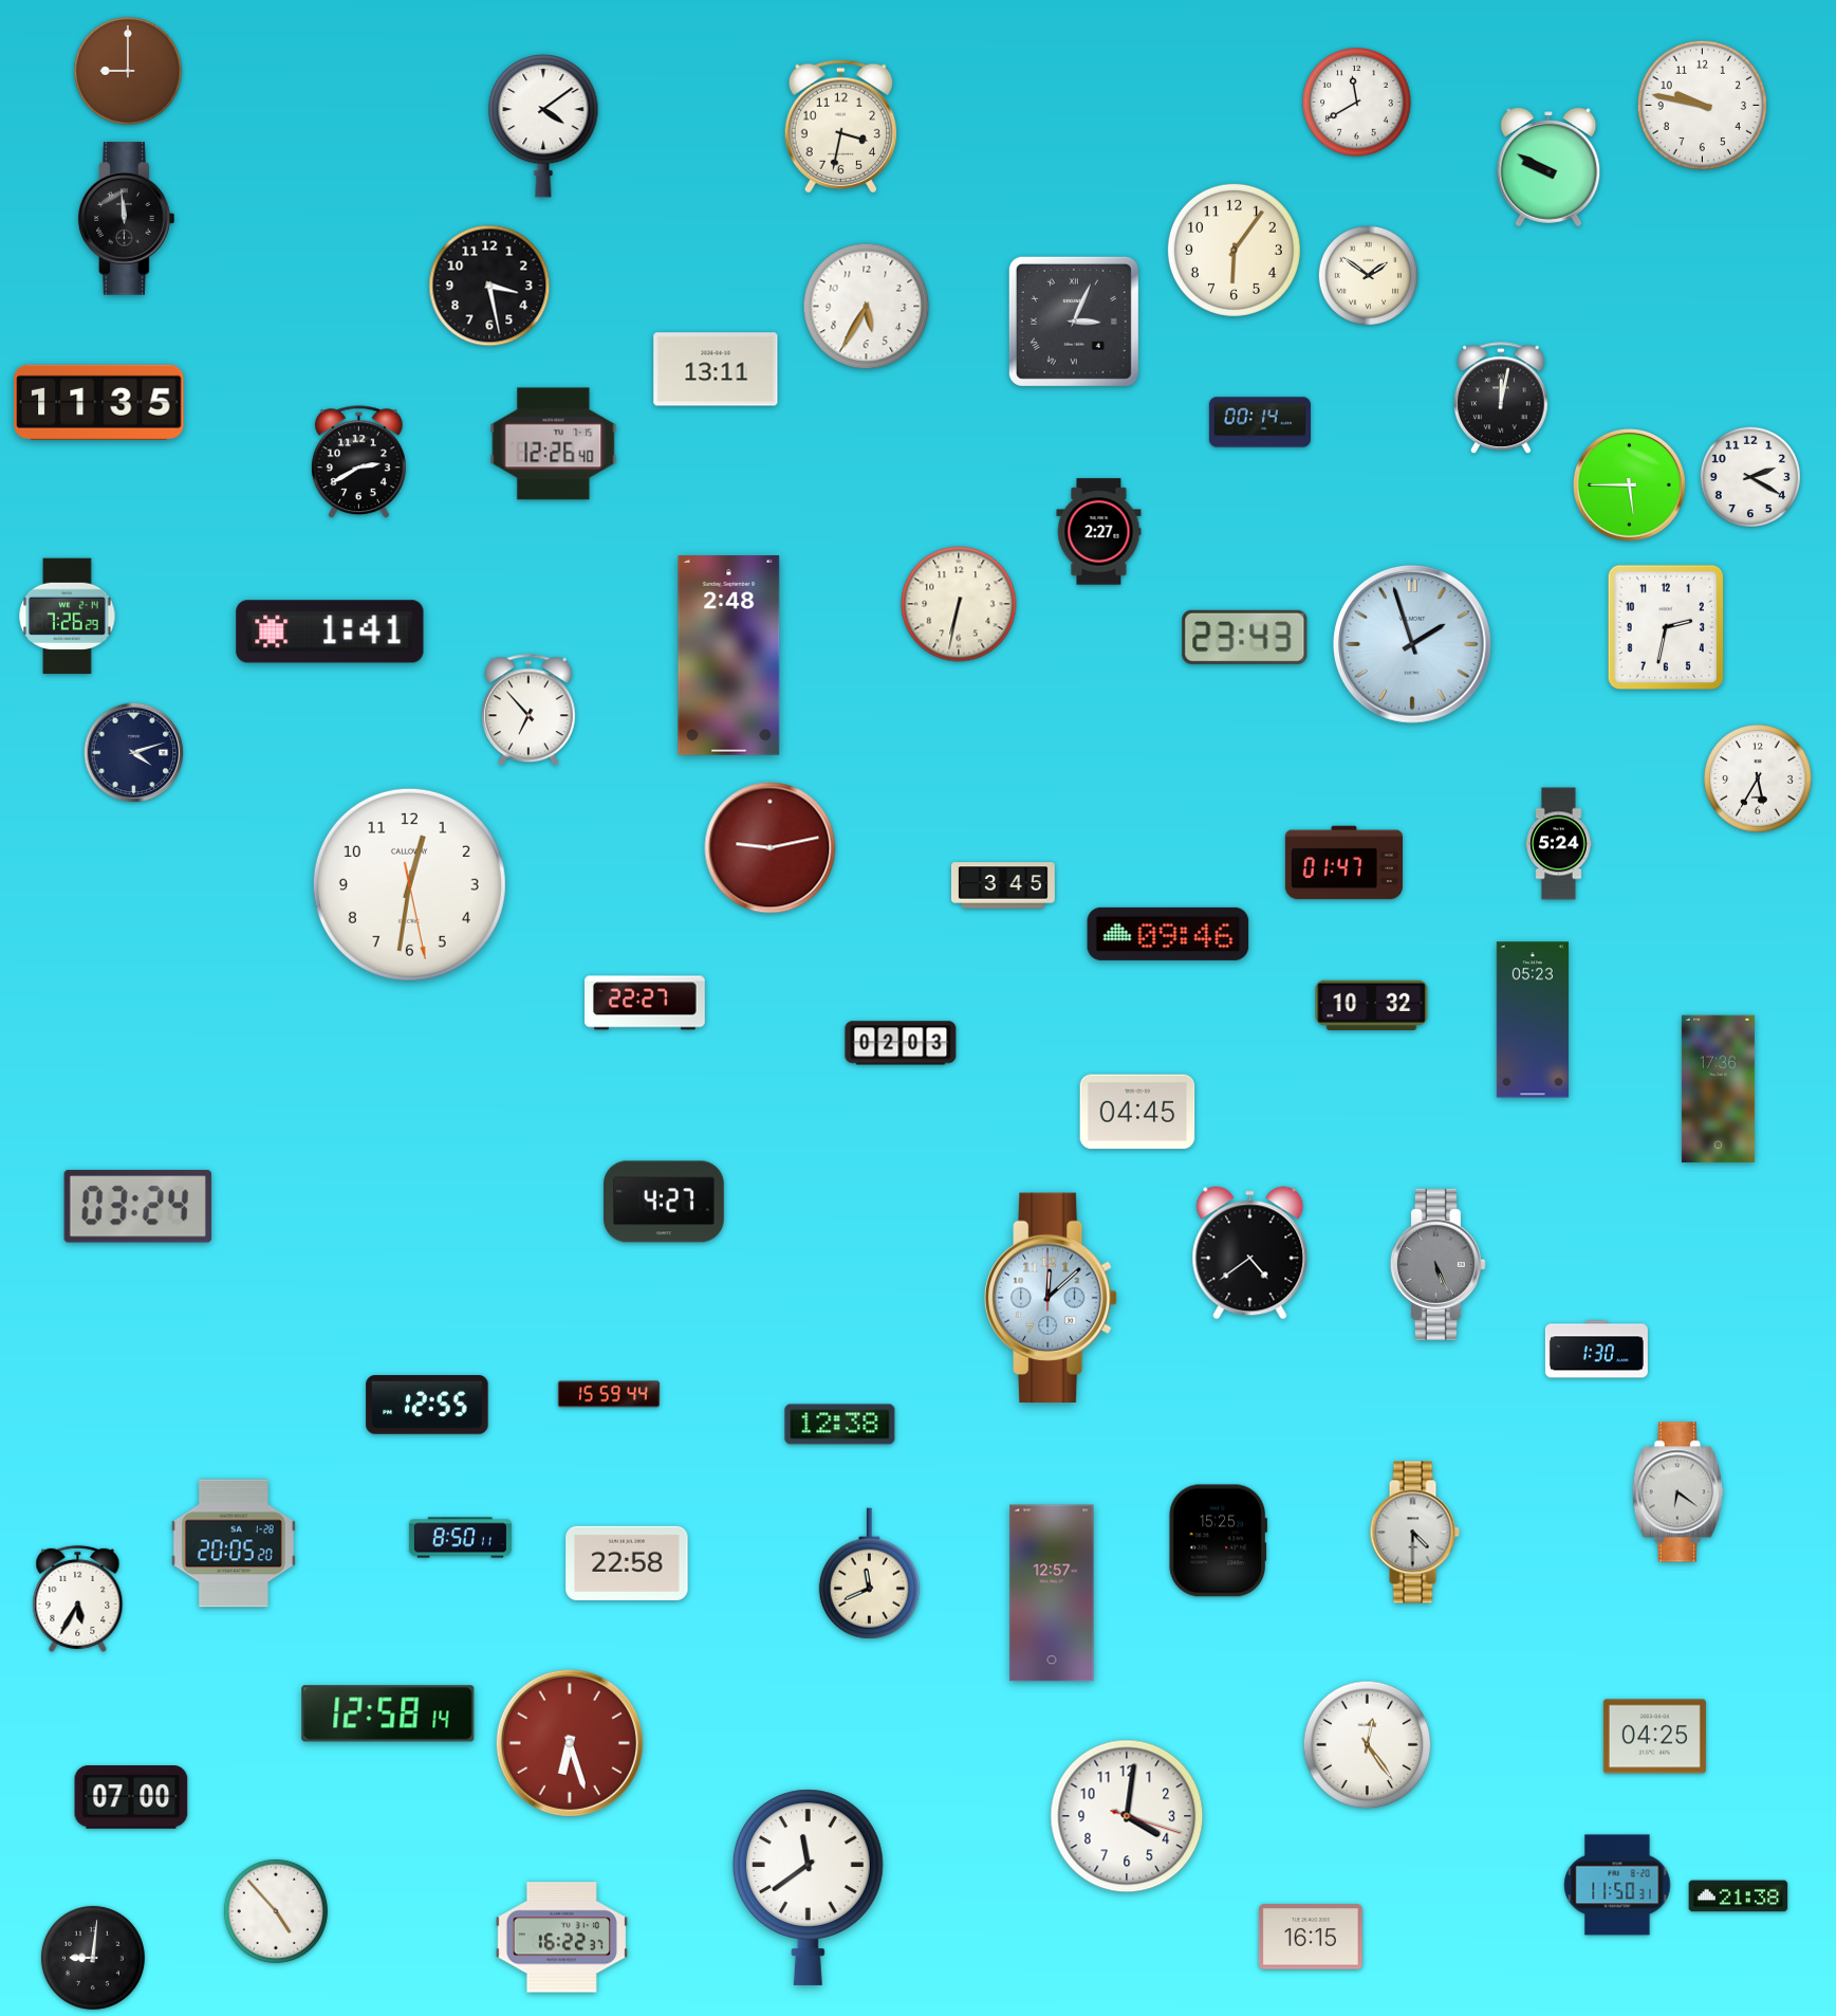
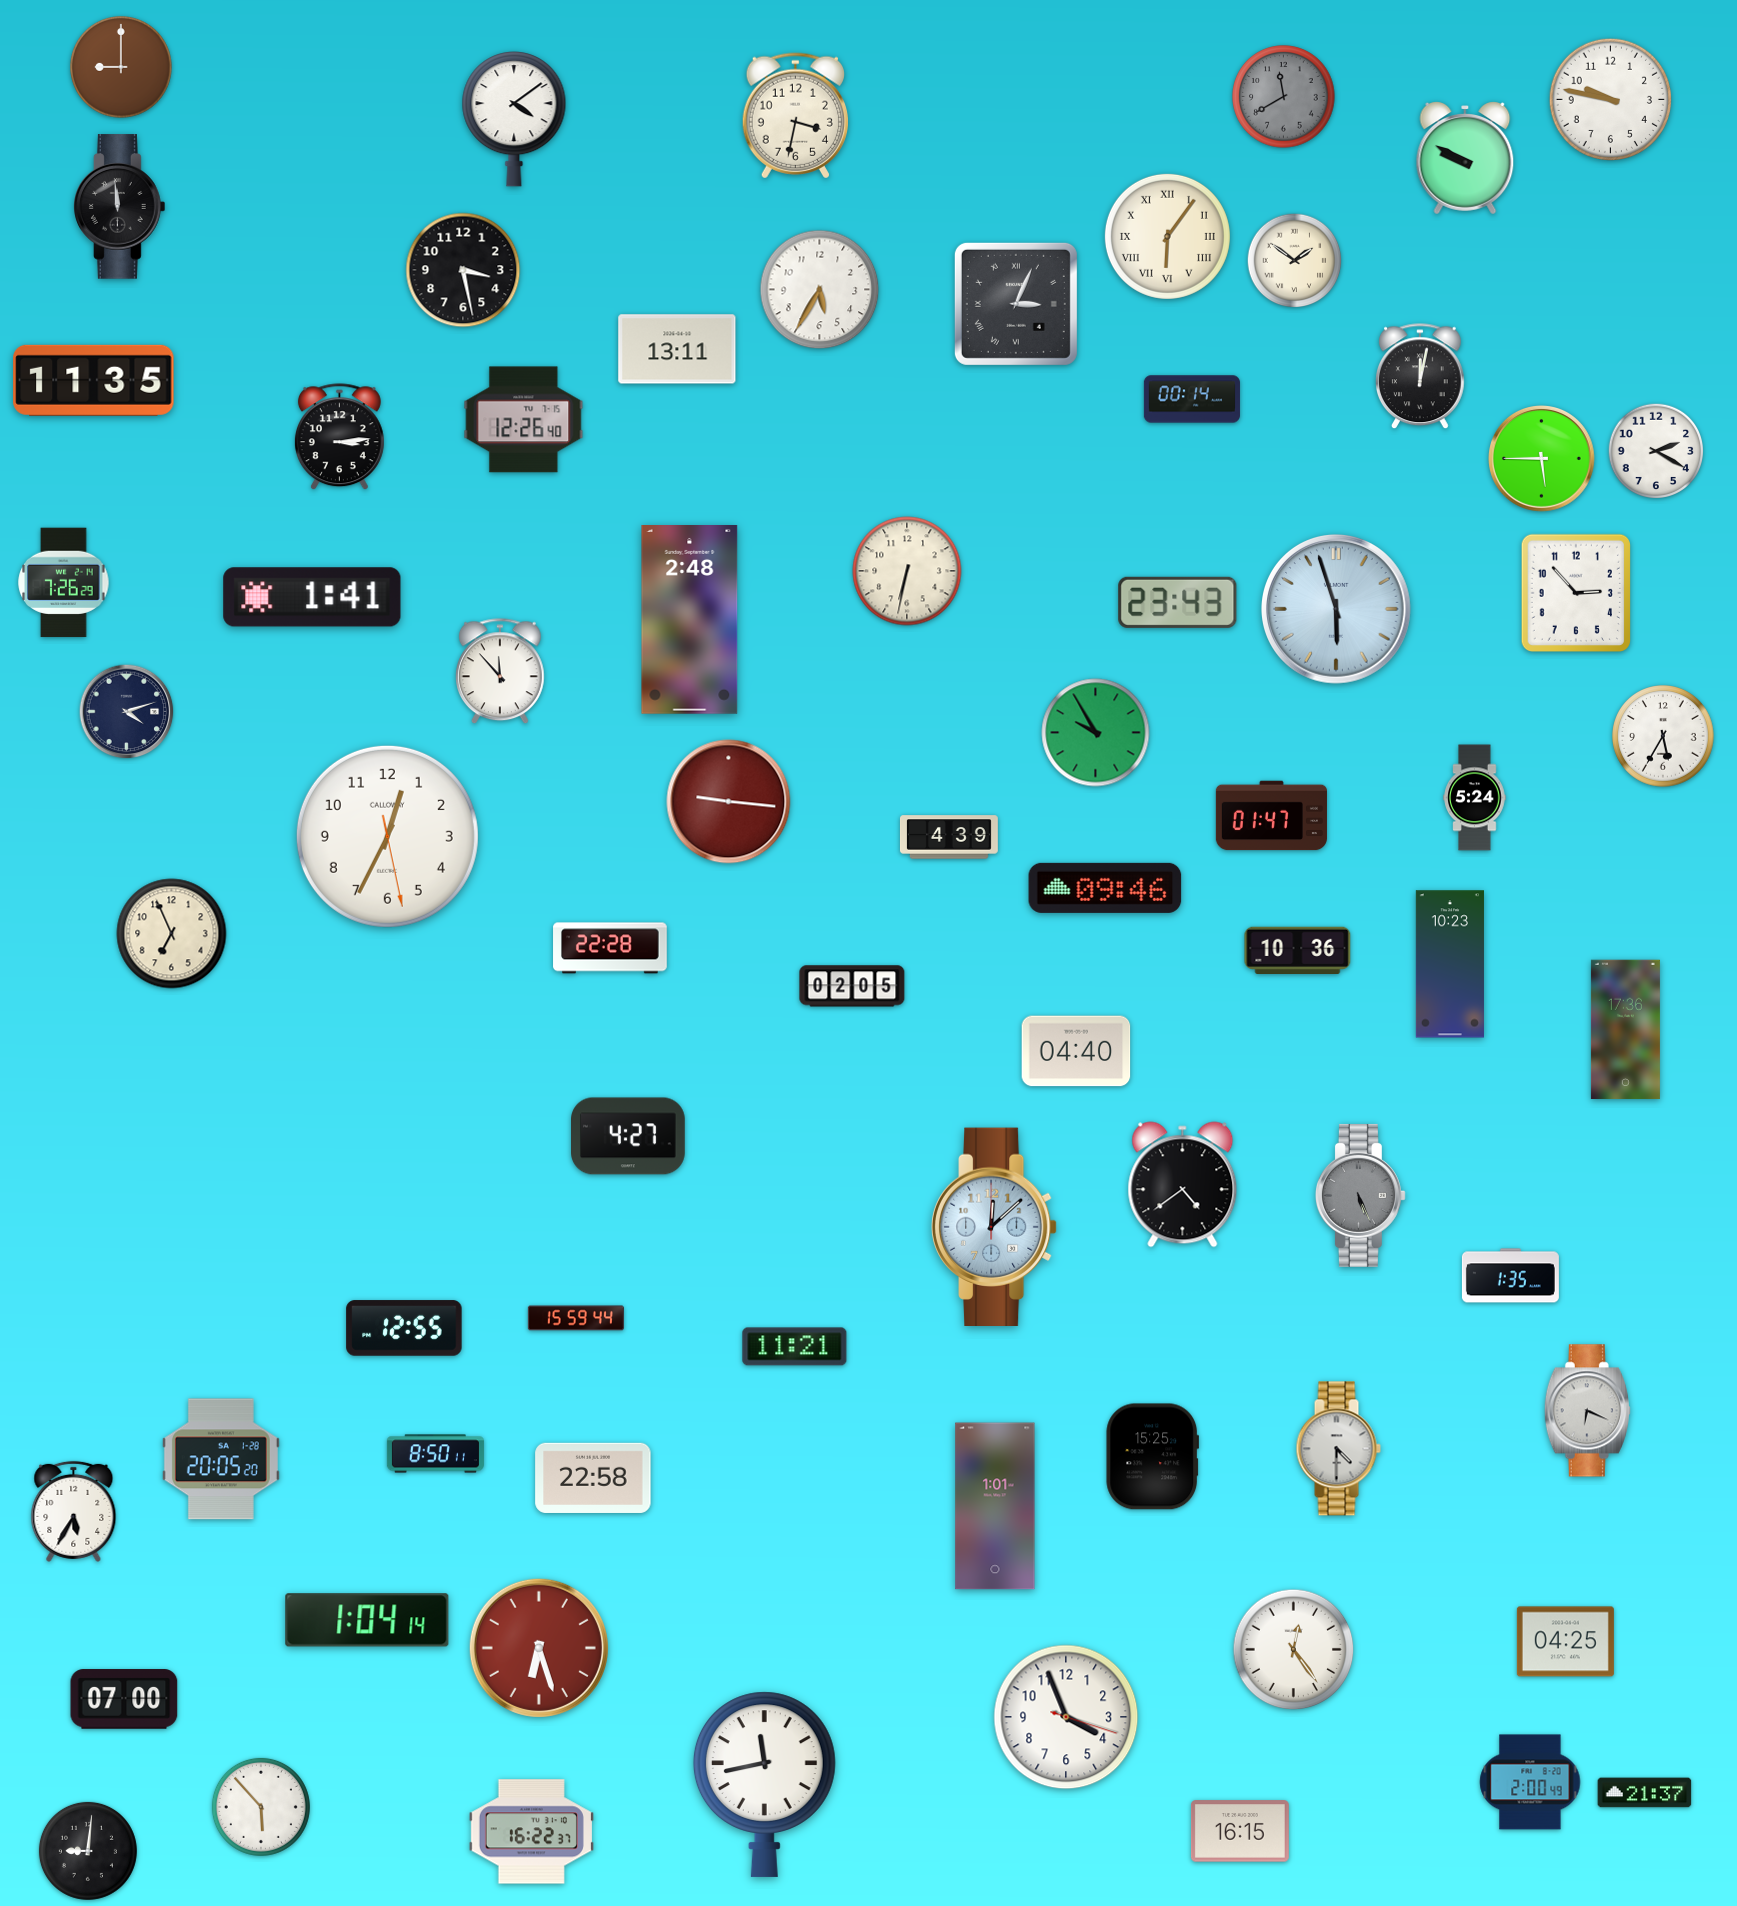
clock at (1357, 103) dial: white -> grey
clock at (840, 127) position: (840, 127) -> (795, 116)
clock at (1234, 250) numerals: Arabic -> Roman
clock at (358, 462): 2:40 -> 3:14
clock at (1099, 532): 2:27 -> none
clock at (1665, 626): 2:32 -> 2:53
clock at (1413, 645): 1:57 -> 5:57
clock at (530, 711): 6:53 -> 11:53
clock at (1096, 733): none -> 9:55
clock at (771, 848): 9:13 -> 9:16
clock at (409, 884): 12:31 -> 12:34
clock at (1003, 885): 3:45 -> 4:39
clock at (1168, 934) position: (1168, 934) -> (1105, 888)
clock at (172, 934): none -> 6:56
clock at (645, 1003): 22:27 -> 22:28
clock at (1372, 1005): 10:32 -> 10:36
clock at (1533, 1020): 05:23 -> 10:23
clock at (901, 1043): 02:03 -> 02:05
clock at (1137, 1112): 04:45 -> 04:40
clock at (137, 1207): 03:24 -> none
clock at (1596, 1350): 1:30 -> 1:35
clock at (840, 1425): 12:38 -> 11:21
clock at (1677, 1492): 6:21 -> 6:19
clock at (869, 1574): 11:41 -> none
clock at (1052, 1593): 12:57 -> 1:01
clock at (388, 1713): 12:58 -> 1:04
clock at (1127, 1816): 4:01 -> 3:56
clock at (1617, 1885): 11:50 -> 2:00
clock at (808, 1887): 11:39 -> 11:43
clock at (1739, 1896): 21:38 -> 21:37
clock at (276, 1911): 4:53 -> 5:53
